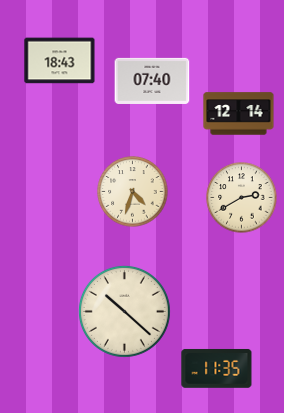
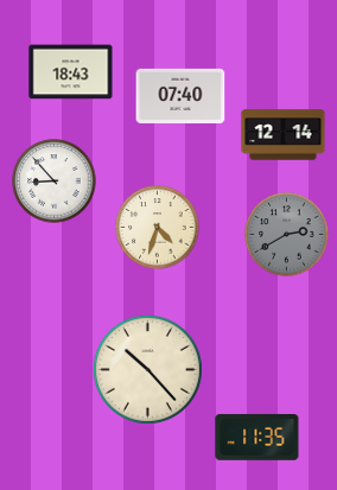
clock at (55, 182): none -> 8:53
clock at (242, 198) dial: cream -> grey
clock at (124, 311): 10:22 -> 10:23
